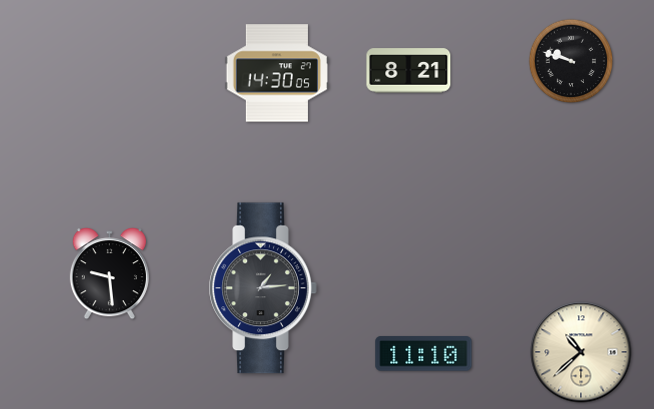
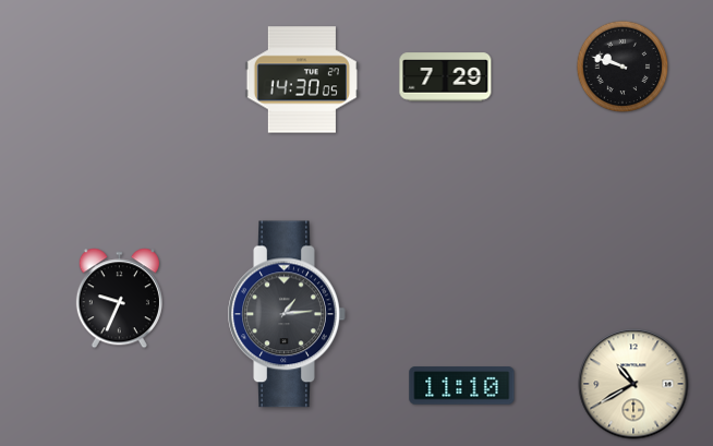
clock at (409, 71): 8:21 -> 7:29
clock at (109, 274): 9:29 -> 9:34
clock at (581, 352): 10:38 -> 10:40
